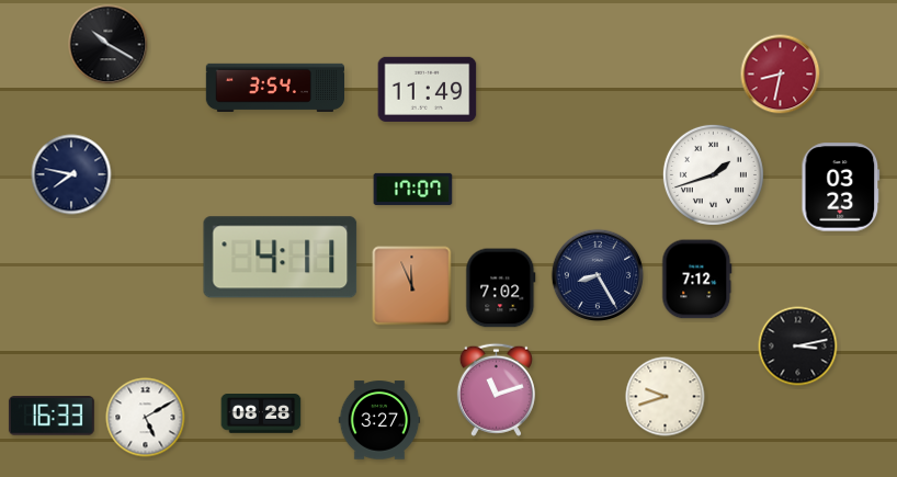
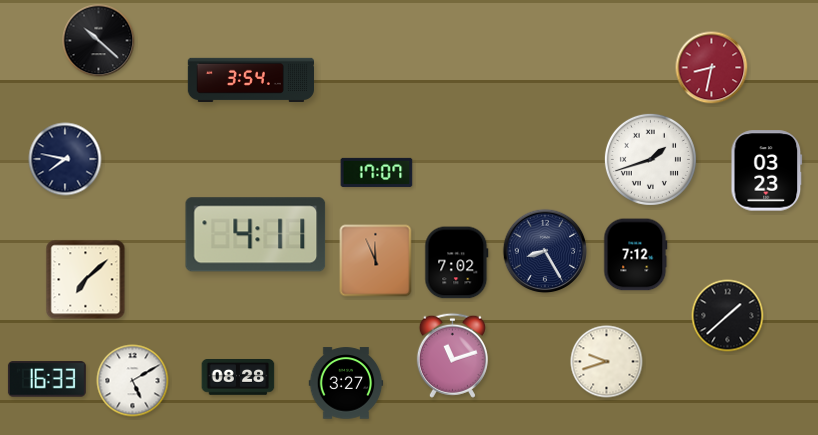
clock at (109, 45): 10:20 -> 10:22
clock at (428, 89): 11:49 -> none
clock at (86, 280): none -> 7:08
clock at (798, 347): 3:13 -> 1:38
